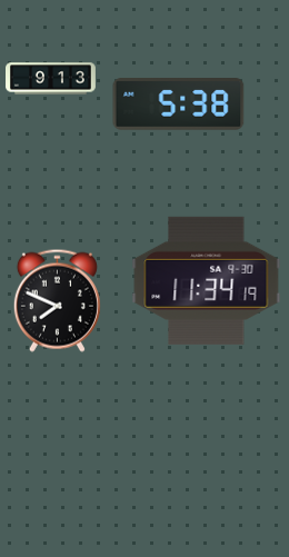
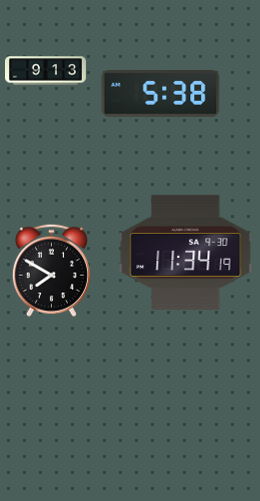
clock at (57, 300): 7:49 -> 7:50
